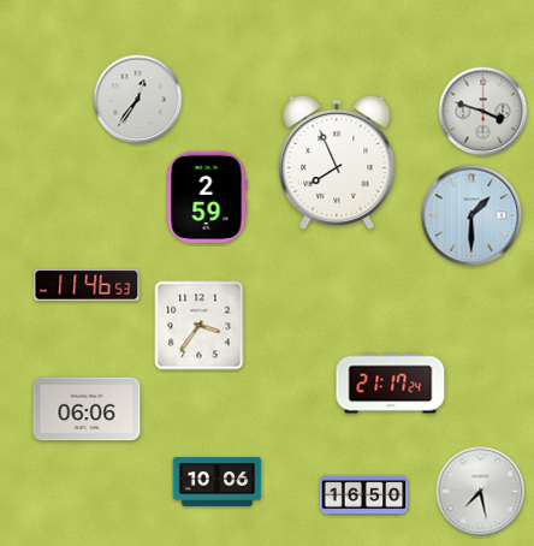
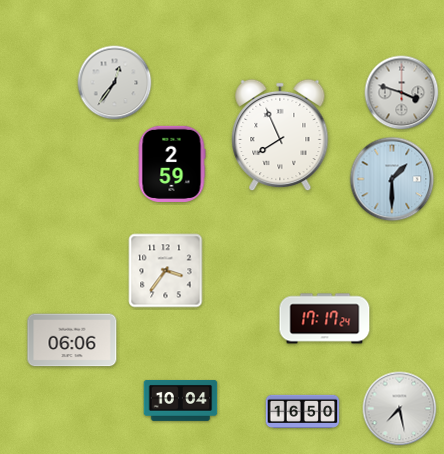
clock at (87, 285): 11:46 -> none
clock at (391, 384): 21:17 -> 17:17
clock at (218, 482): 10:06 -> 10:04
